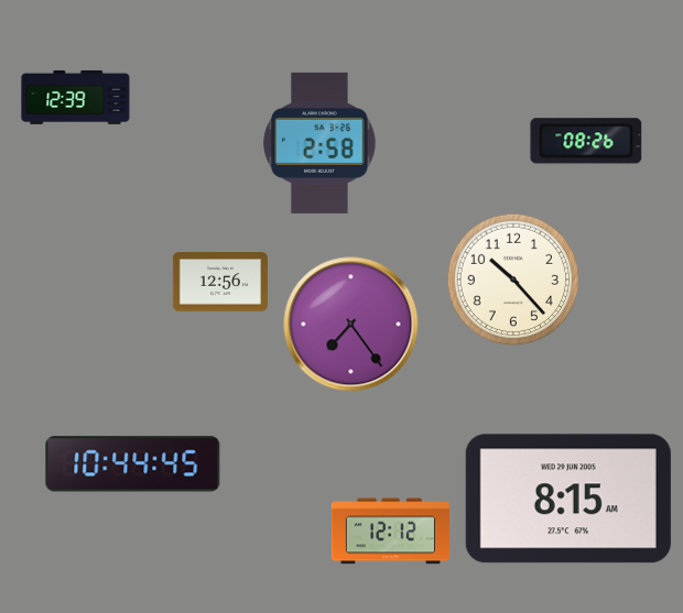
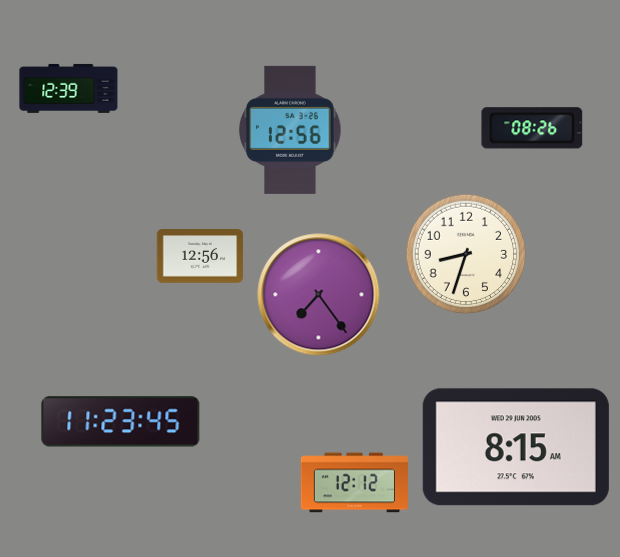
clock at (319, 143): 2:58 -> 12:56
clock at (513, 280): 10:23 -> 8:33
clock at (133, 464): 10:44 -> 11:23
clock at (568, 499) position: (568, 499) -> (516, 447)
